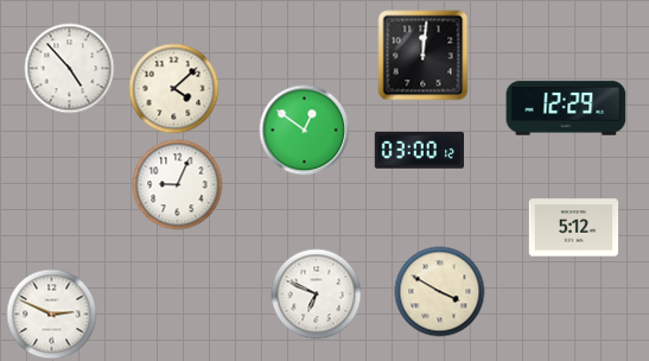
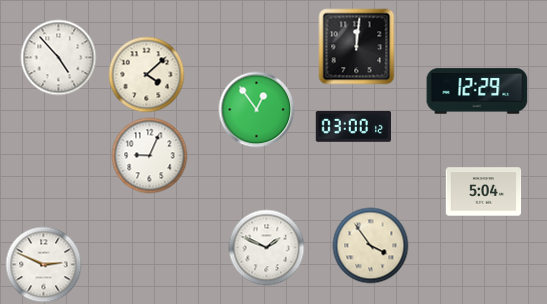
clock at (305, 131): 12:51 -> 12:54
clock at (574, 228): 5:12 -> 5:04
clock at (440, 292): 3:50 -> 3:54
clock at (317, 294): 6:49 -> 1:49
